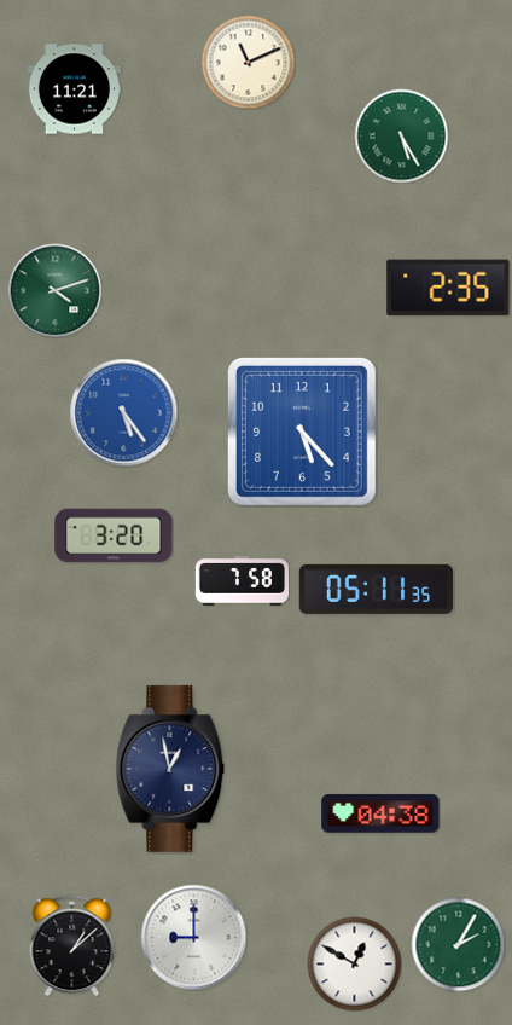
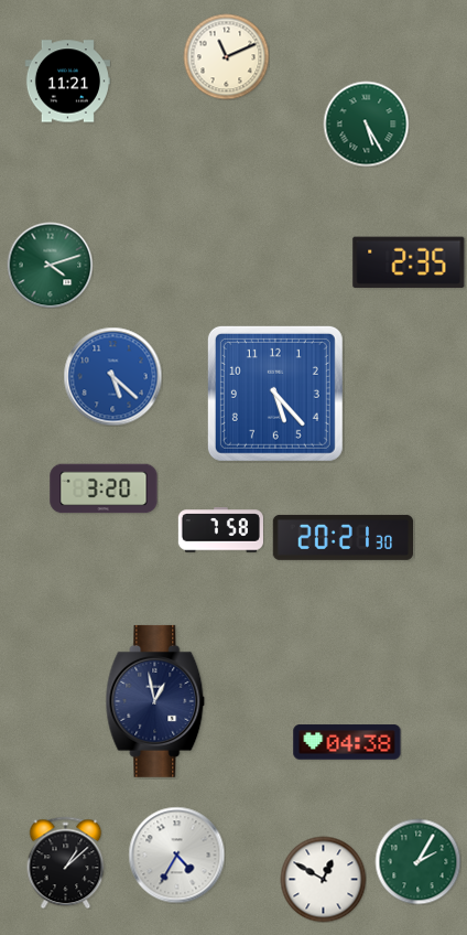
clock at (123, 412): 5:24 -> 5:22
clock at (376, 589): 05:11 -> 20:21
clock at (193, 937): 9:00 -> 4:35
